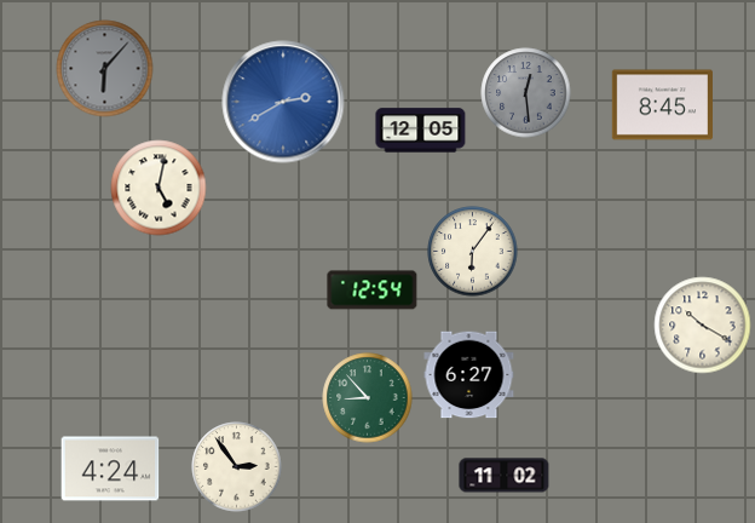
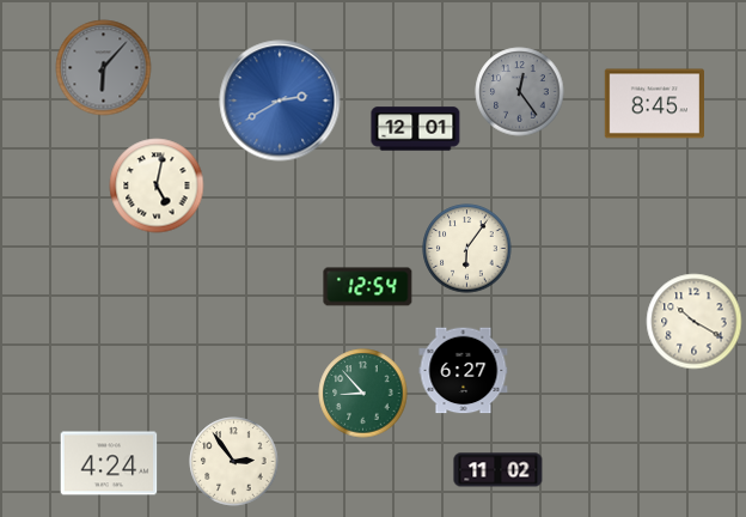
clock at (526, 93): 12:29 -> 12:24
clock at (421, 131): 12:05 -> 12:01
